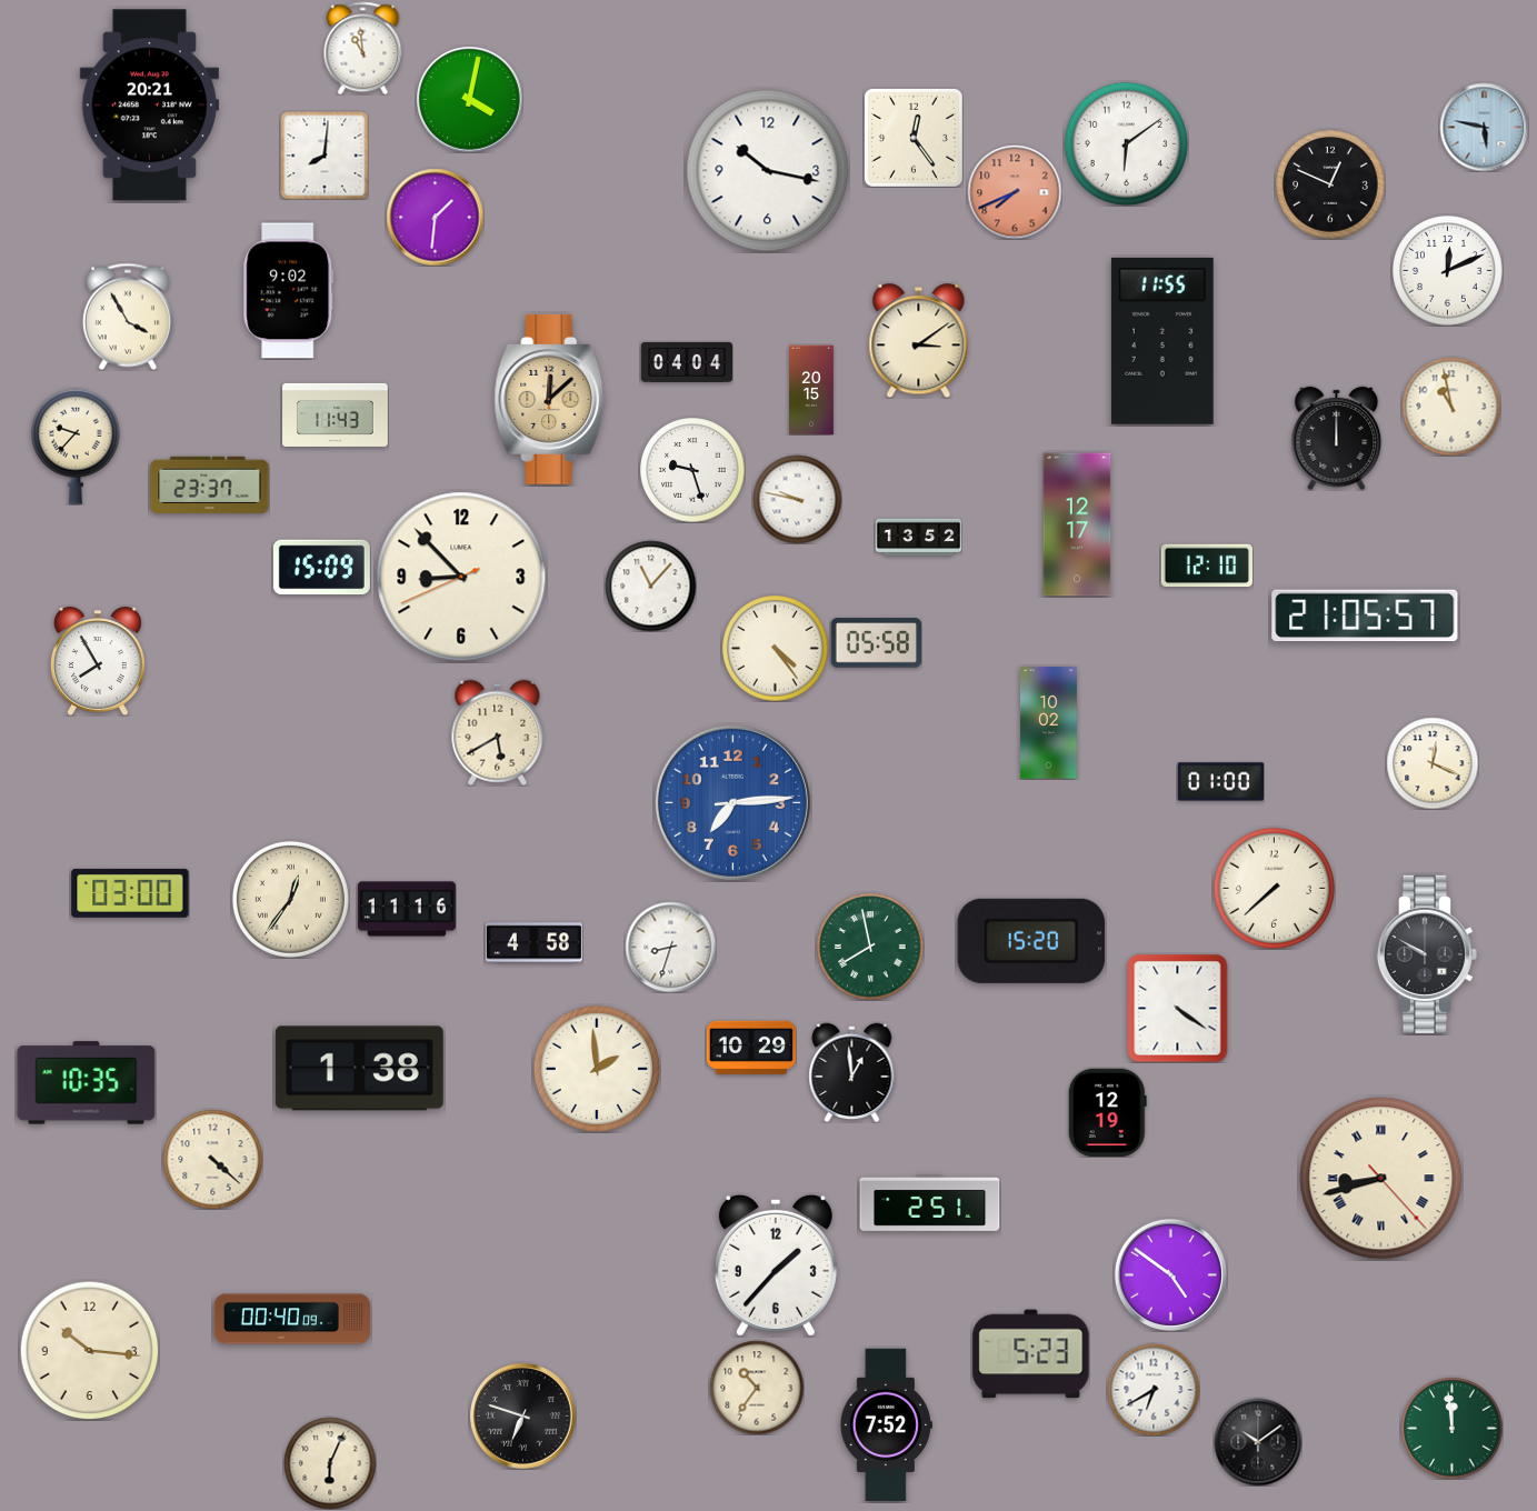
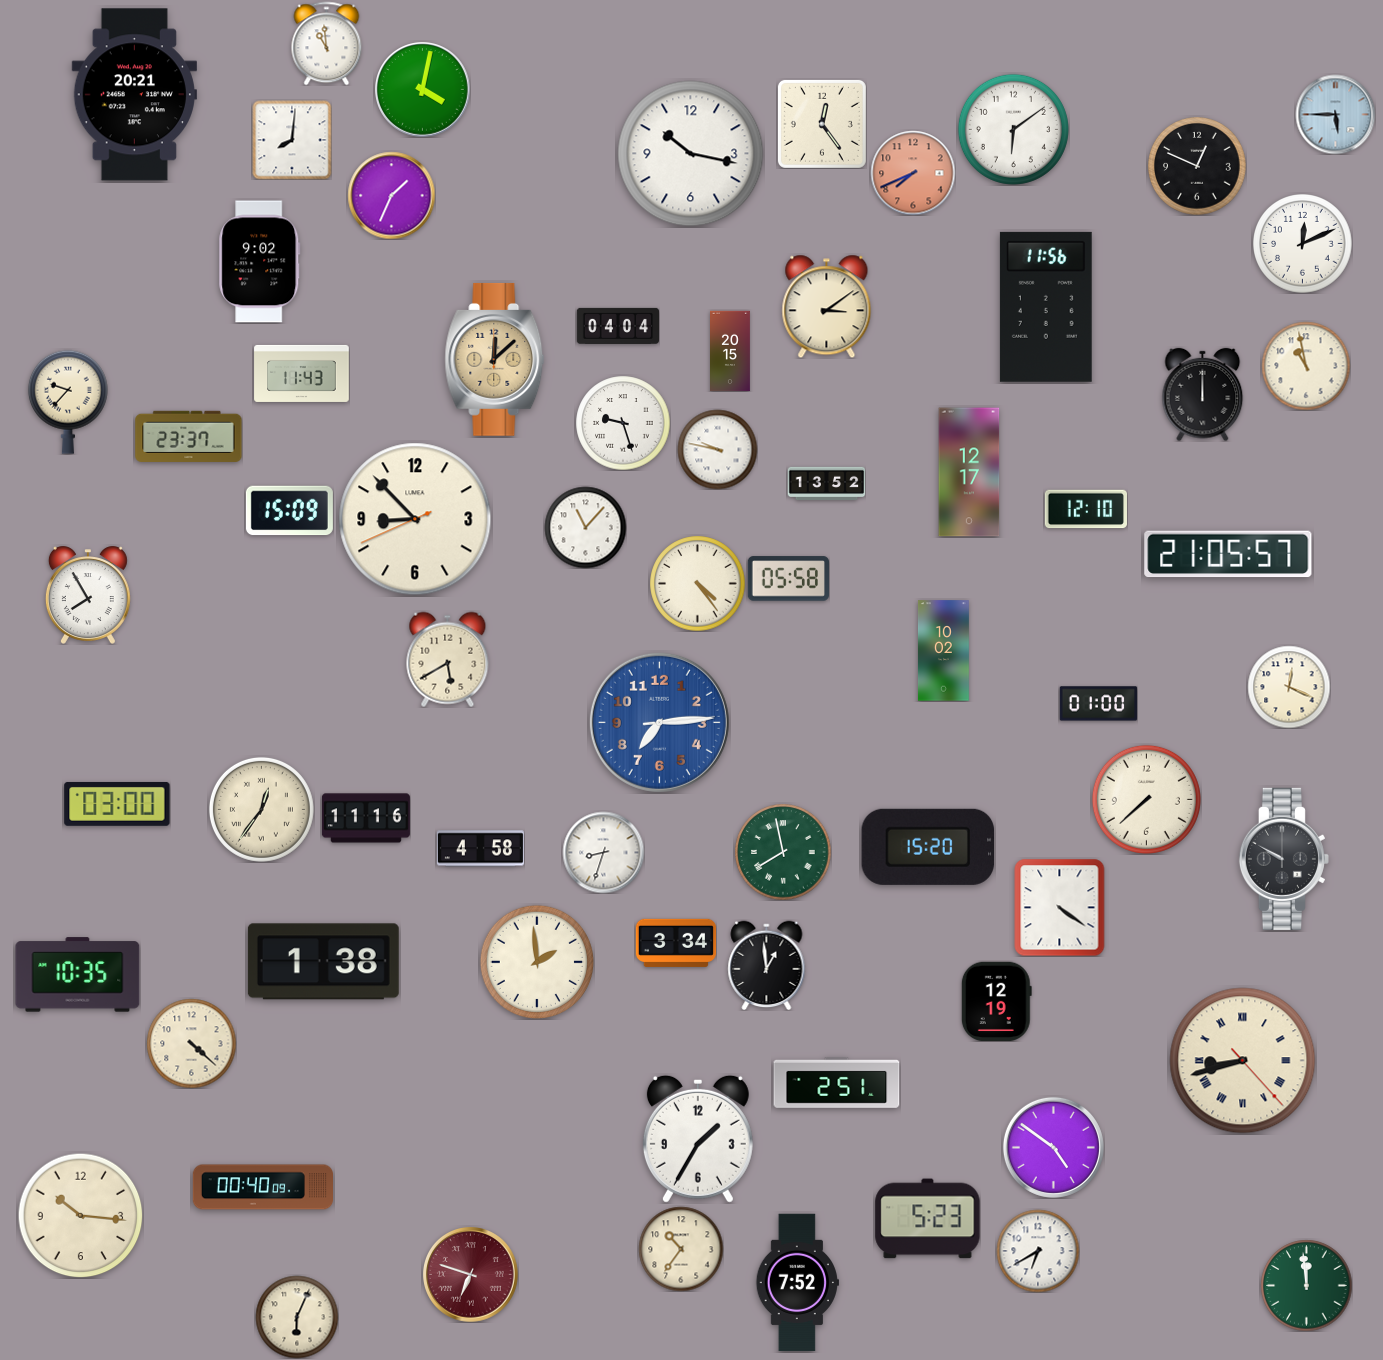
clock at (1484, 127): 5:47 -> 5:45
clock at (435, 217): 1:31 -> 1:34
clock at (128, 317): 3:55 -> none
clock at (1162, 341): 11:55 -> 11:56
clock at (751, 1048): 10:29 -> 3:34
clock at (776, 1265): 1:37 -> 1:35
clock at (523, 1417) dial: black -> burgundy
clock at (1258, 1442): 10:09 -> none
